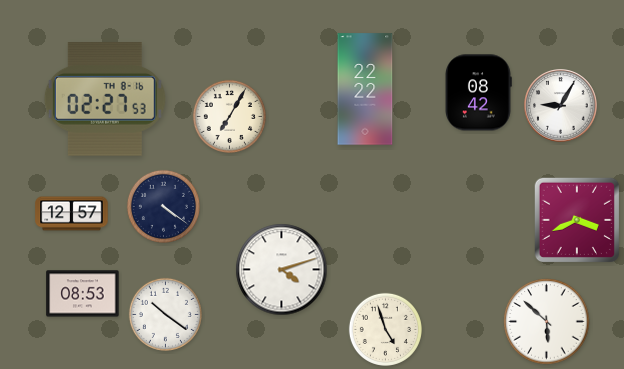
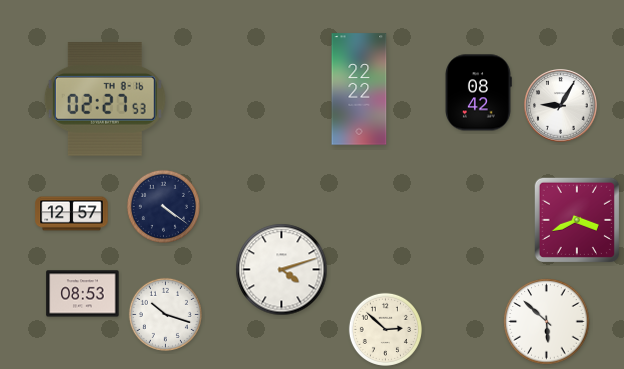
clock at (365, 89) position: (365, 89) -> (359, 89)
clock at (229, 116): 7:05 -> none
clock at (165, 314): 10:21 -> 10:18
clock at (385, 329): 4:57 -> 2:52
